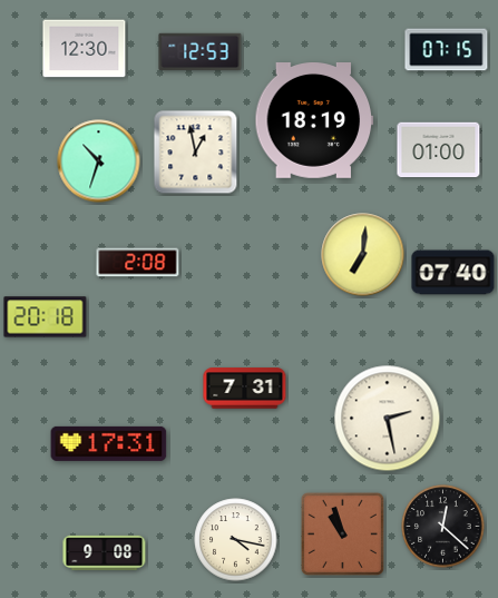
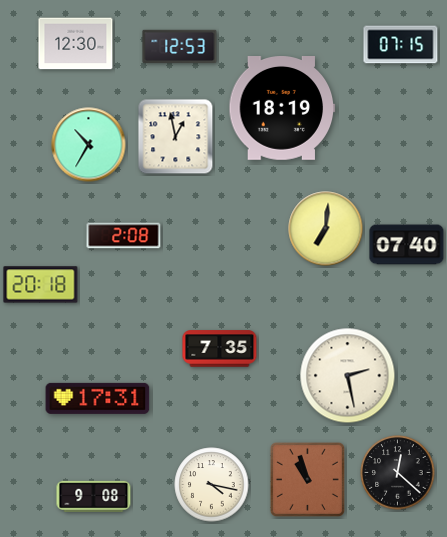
clock at (439, 150): 01:00 -> none
clock at (99, 161): 10:33 -> 10:35
clock at (245, 389): 7:31 -> 7:35
